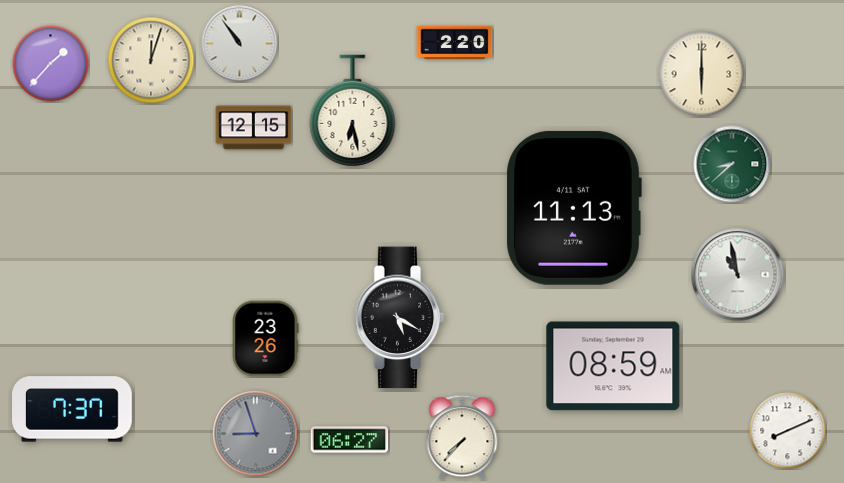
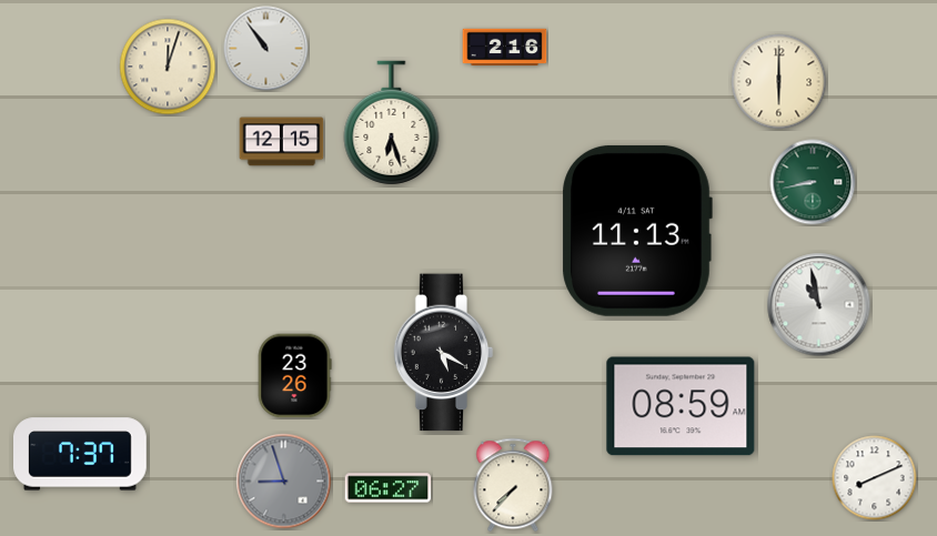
clock at (455, 43): 2:20 -> 2:16
clock at (51, 64): 1:37 -> none
clock at (353, 111): 6:28 -> 6:27
clock at (732, 164): 8:38 -> 8:43
